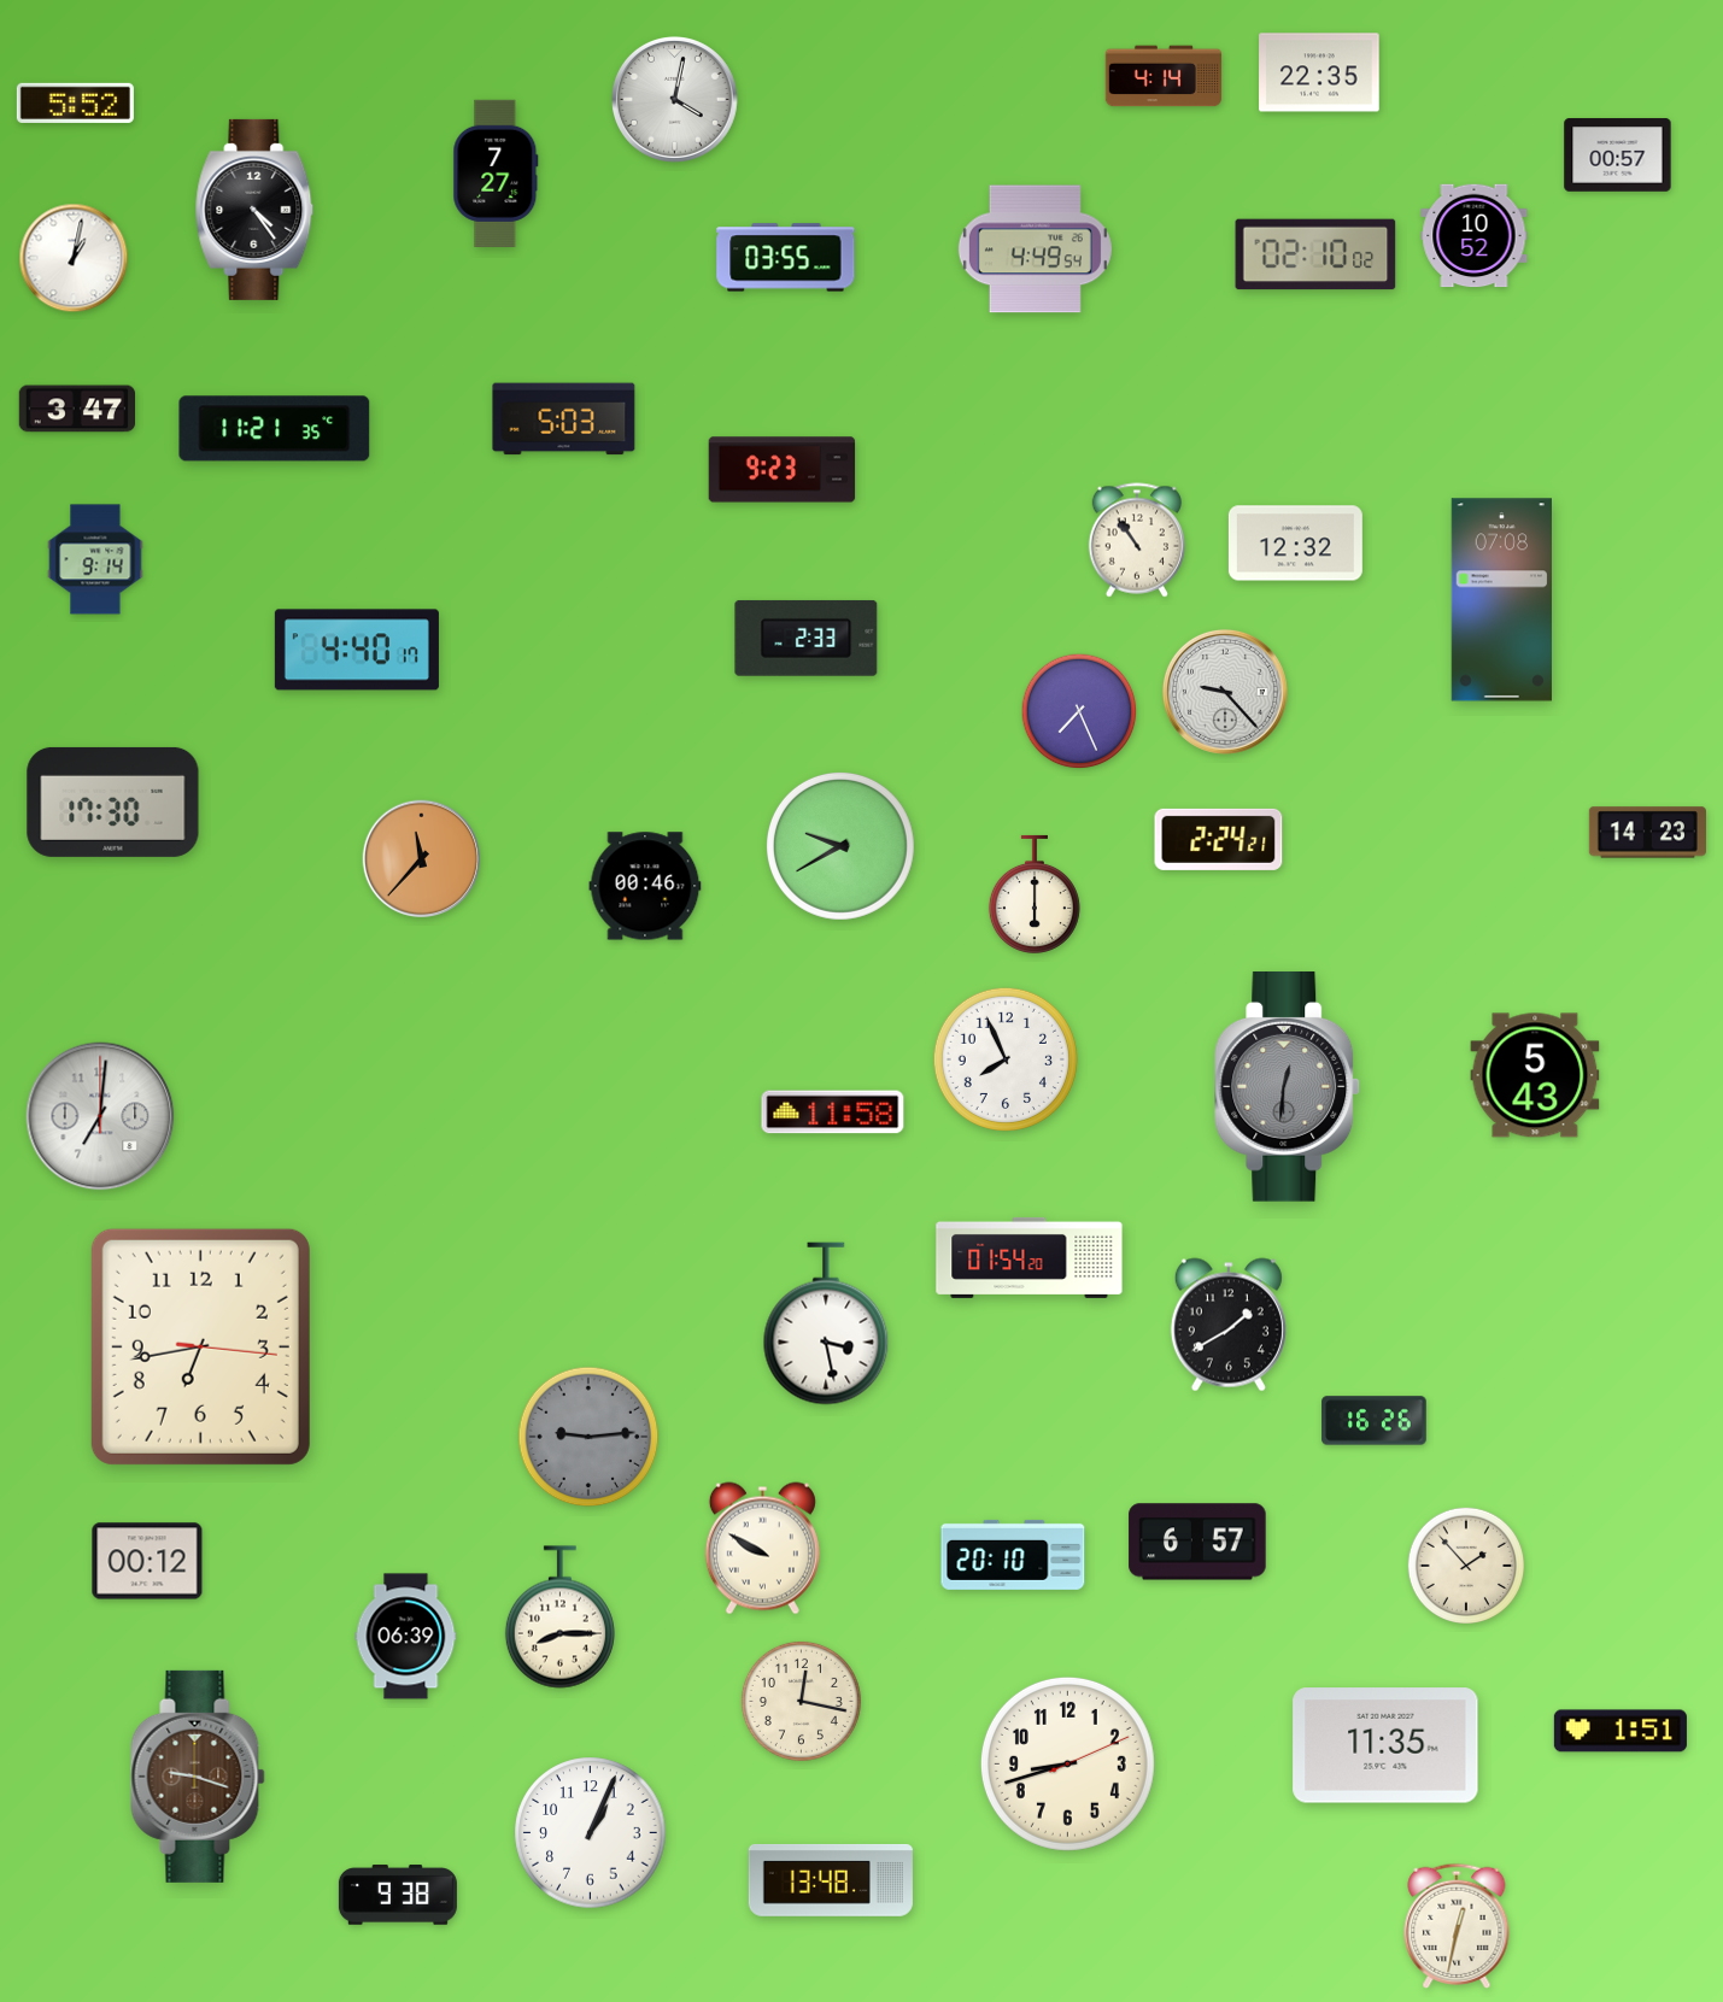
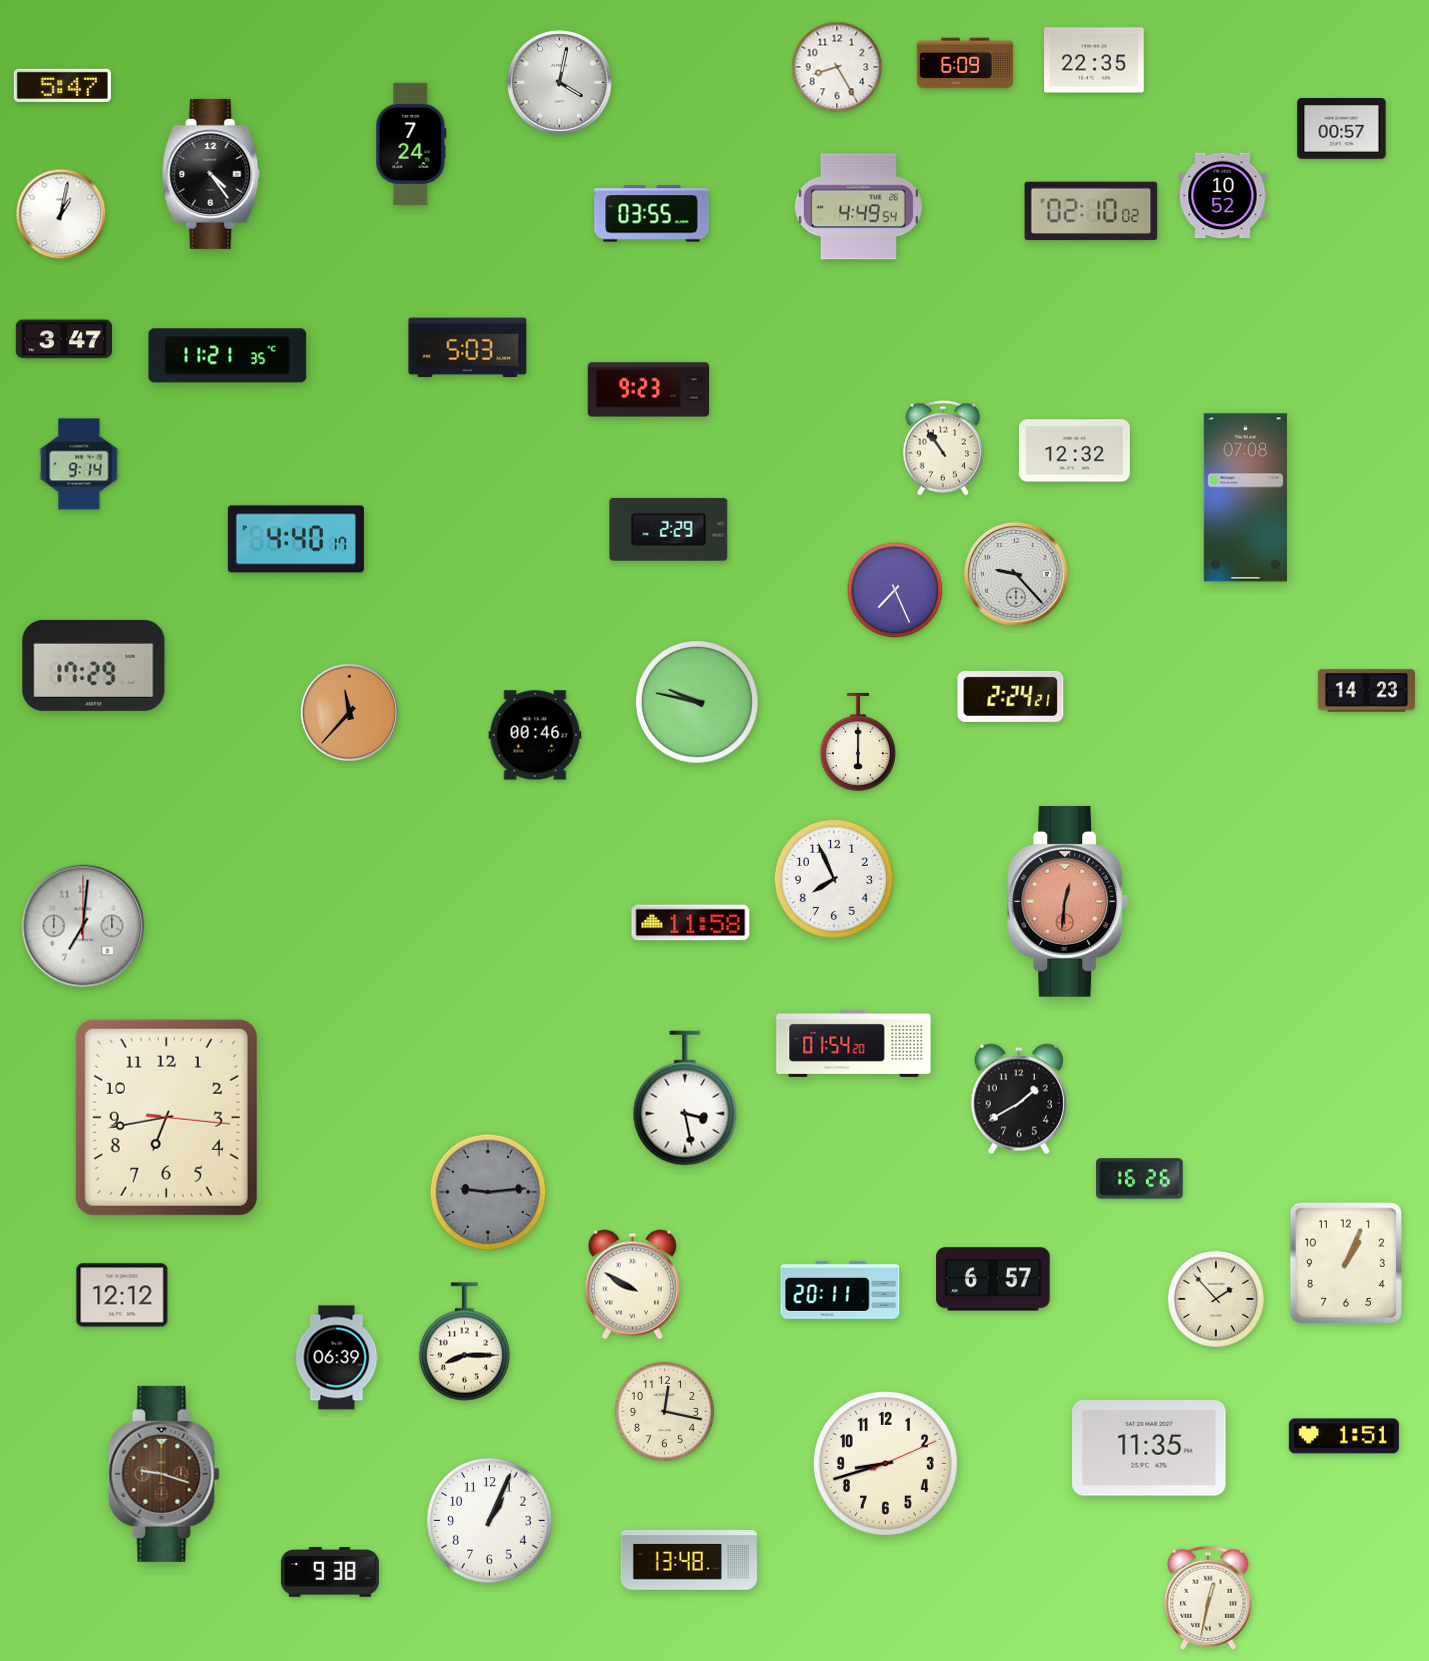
clock at (1164, 76): 4:14 -> 6:09
clock at (837, 67): none -> 8:25
clock at (75, 102): 5:52 -> 5:47
clock at (496, 172): 7:27 -> 7:24
clock at (807, 638): 2:33 -> 2:29
clock at (113, 802): 17:30 -> 17:29
clock at (840, 846): 9:40 -> 9:47
clock at (1535, 1075): 5:43 -> none
clock at (1288, 1086) dial: grey -> salmon
clock at (1346, 1263): none -> 1:04
clock at (1013, 1555): 20:10 -> 20:11
clock at (147, 1561): 00:12 -> 12:12
